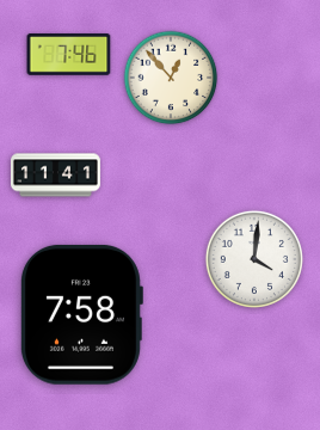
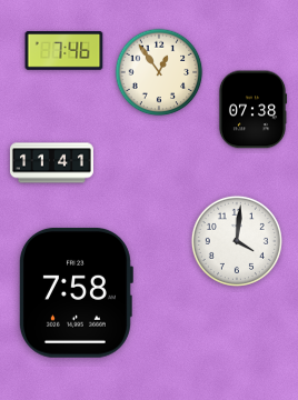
clock at (171, 78): 12:53 -> 12:54
clock at (252, 110): none -> 07:38
